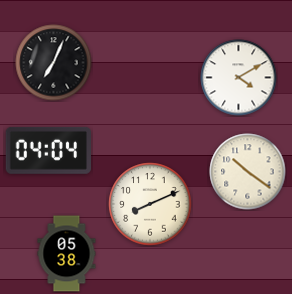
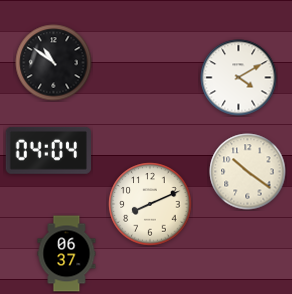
clock at (54, 63): 7:04 -> 10:51
clock at (67, 254): 05:38 -> 06:37
